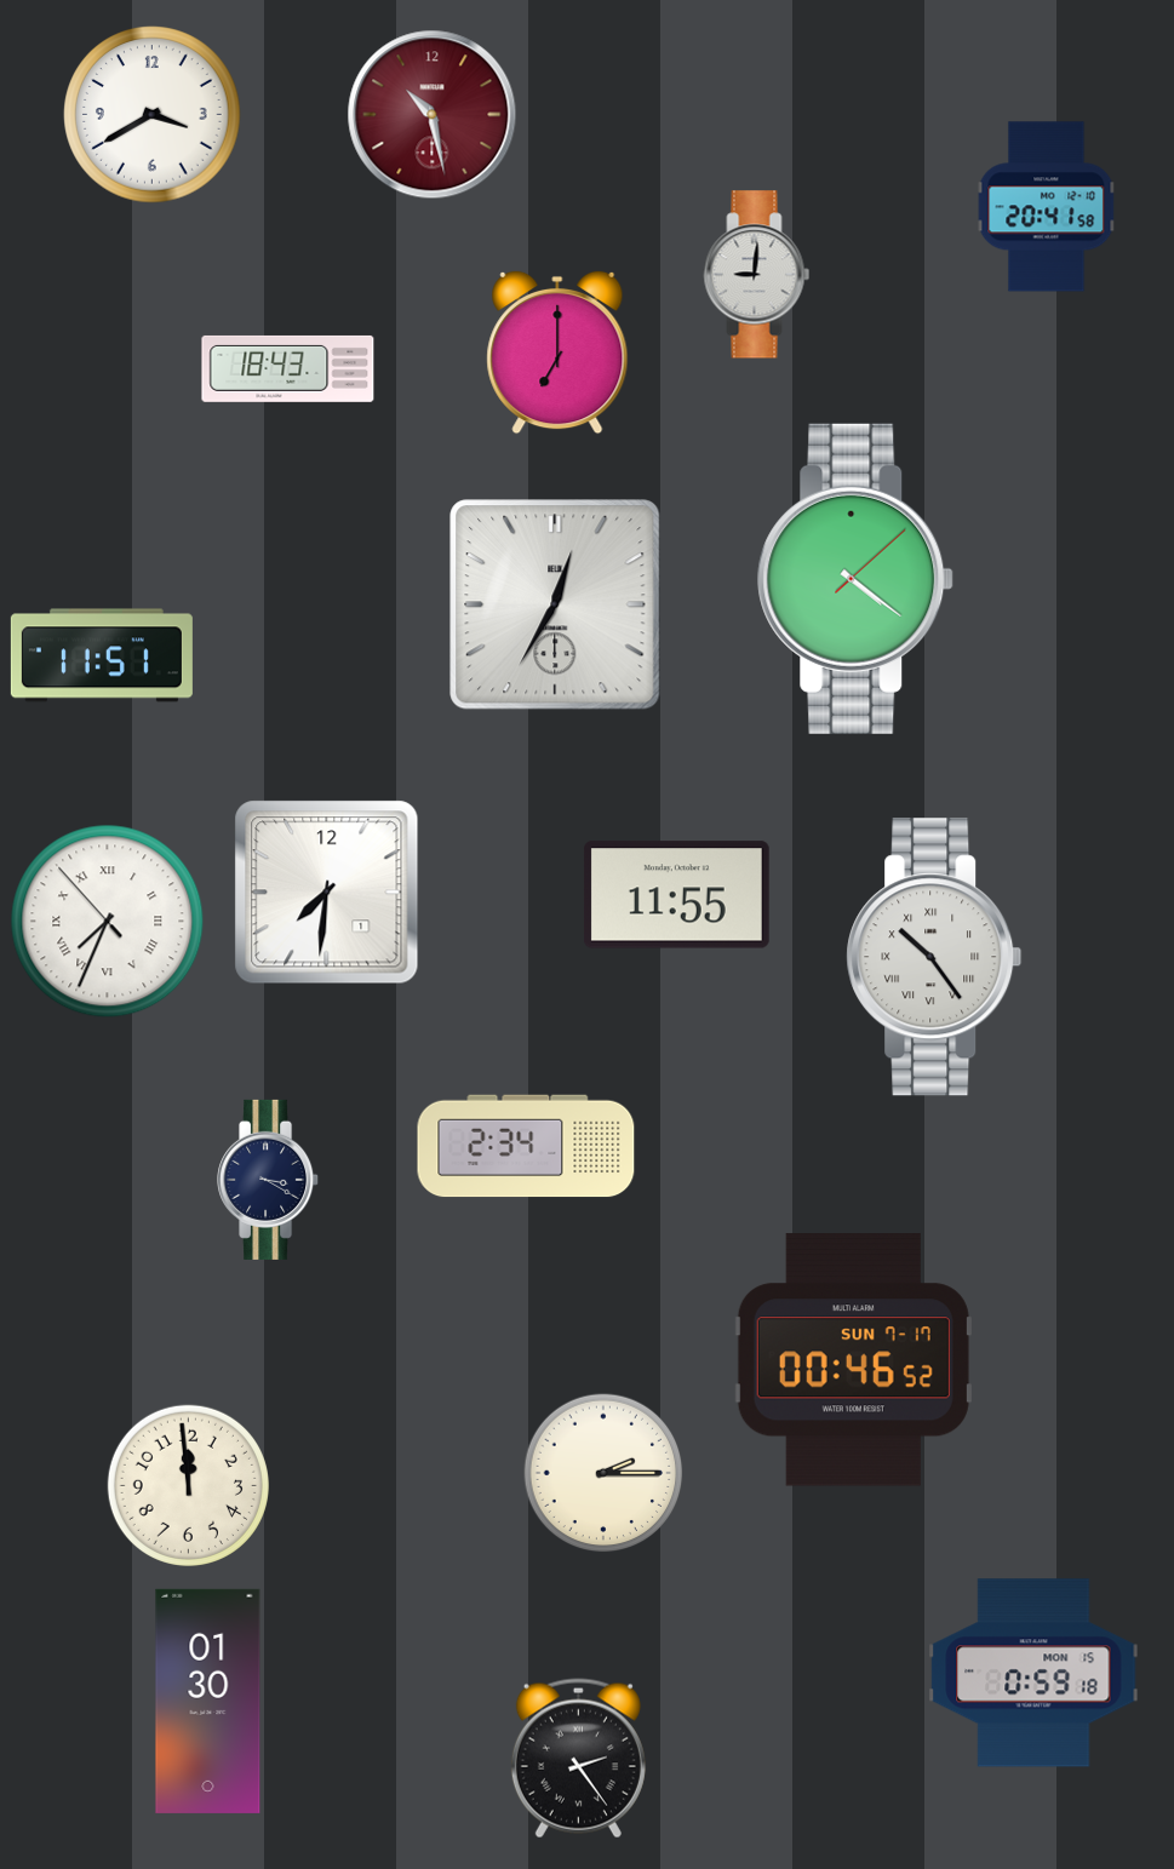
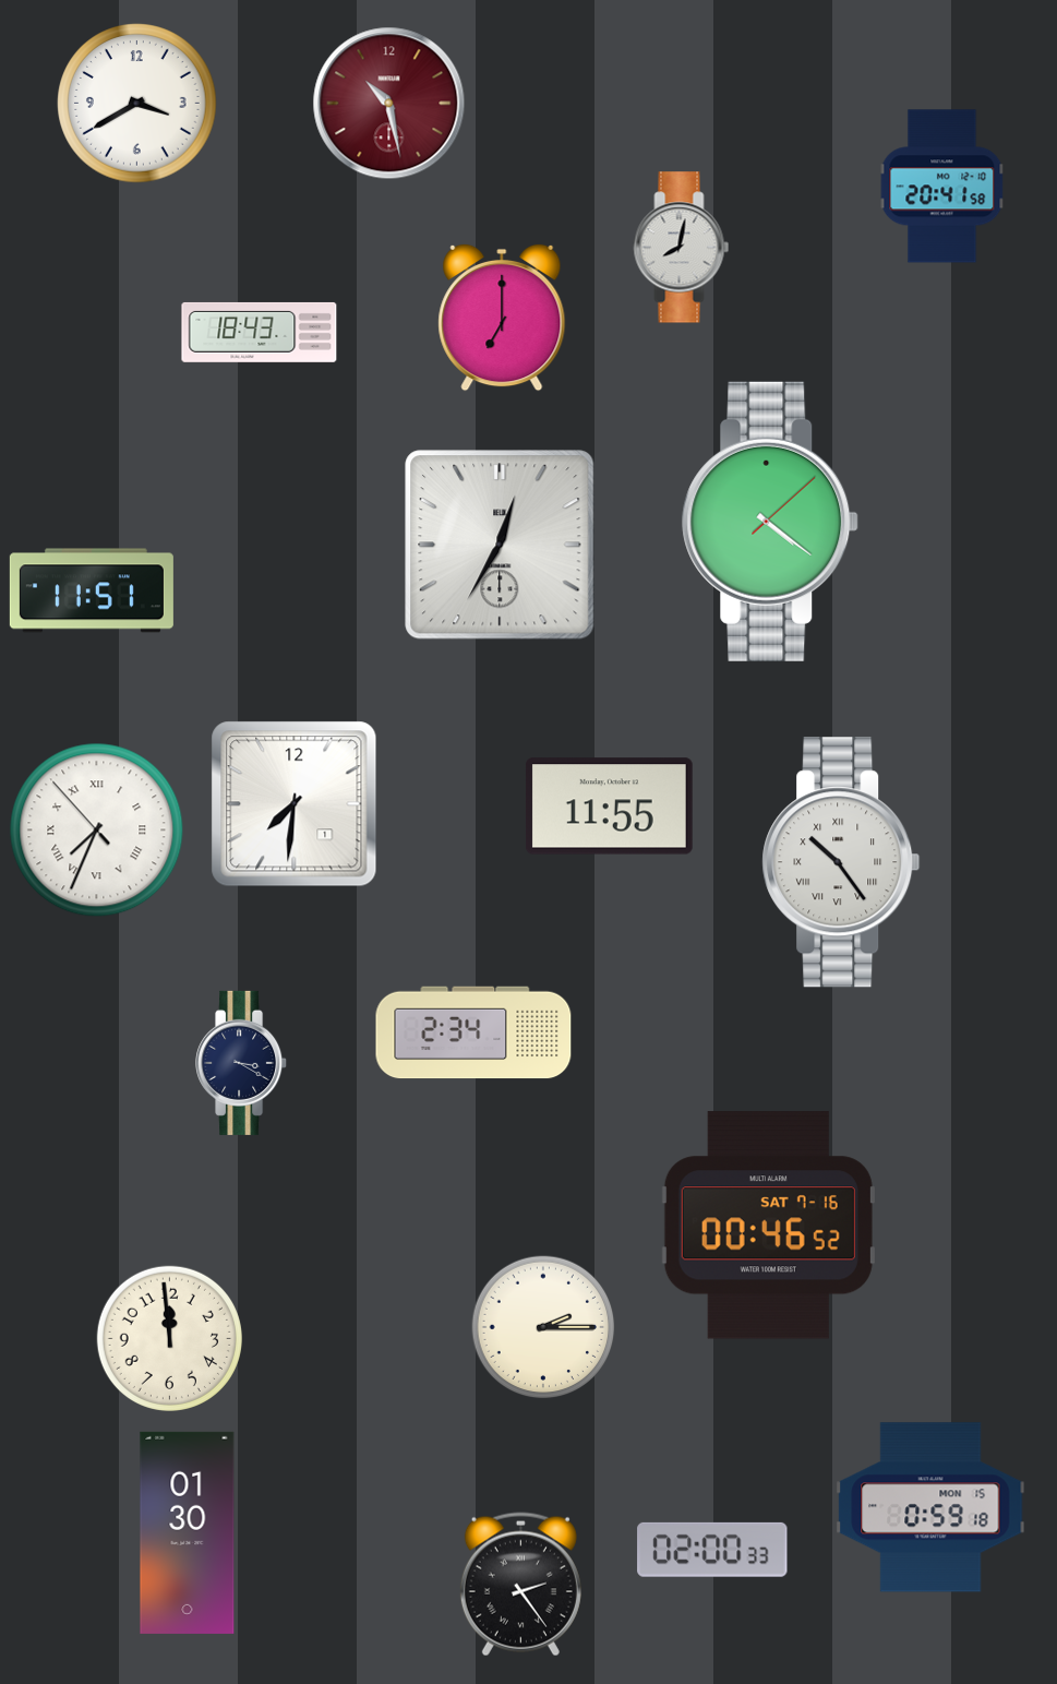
clock at (757, 275): 9:01 -> 8:02
clock at (853, 1360) date: SUN 7-17 -> SAT 7-16
clock at (712, 1550): none -> 02:00
